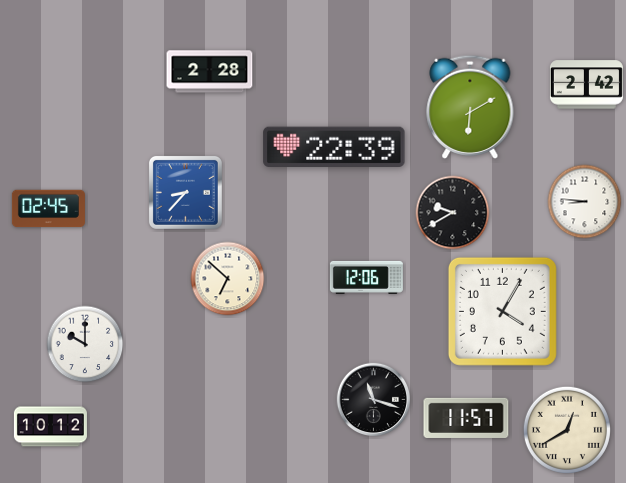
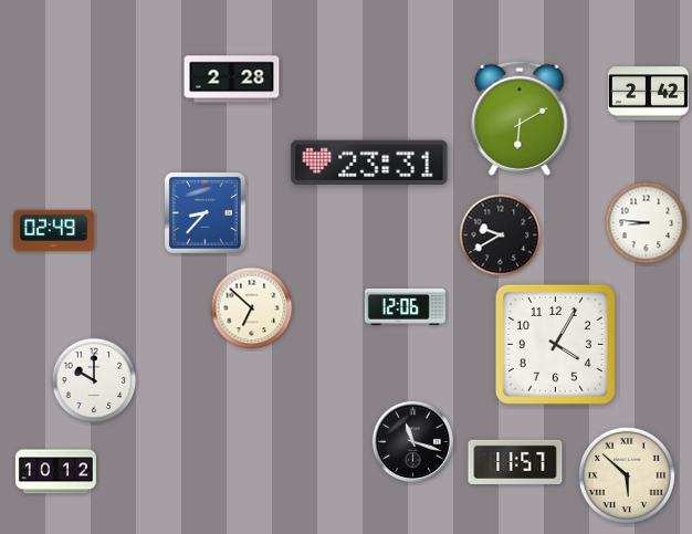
clock at (334, 146): 22:39 -> 23:31
clock at (48, 209): 02:45 -> 02:49
clock at (567, 430): 12:40 -> 5:52
